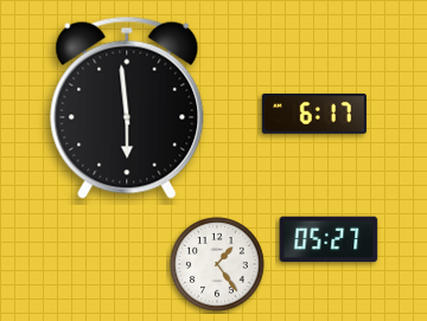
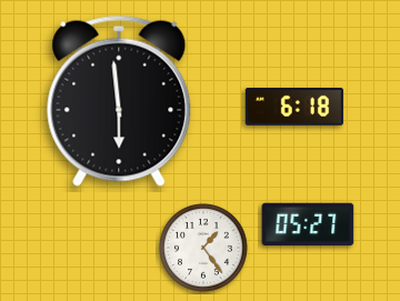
clock at (314, 114): 6:17 -> 6:18
